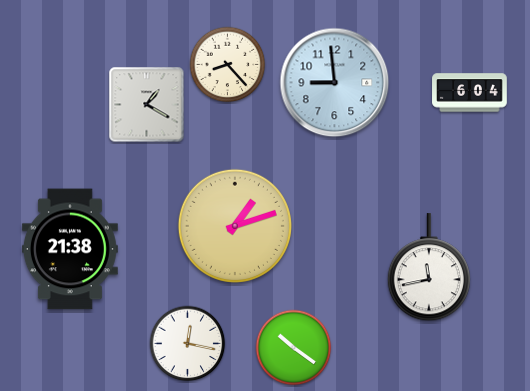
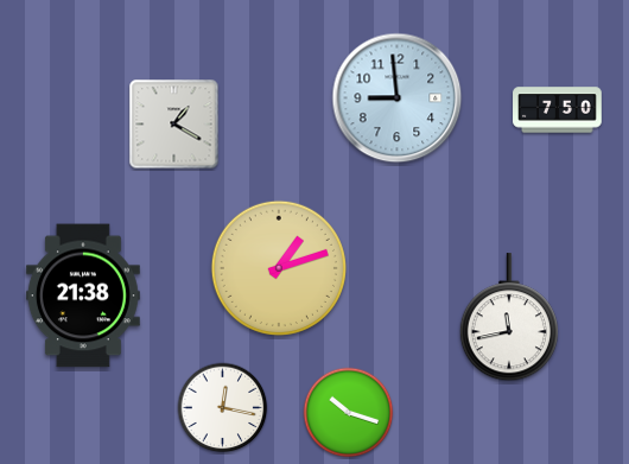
clock at (228, 65): 8:23 -> none
clock at (470, 93): 6:04 -> 7:50
clock at (294, 348): 10:21 -> 10:18
